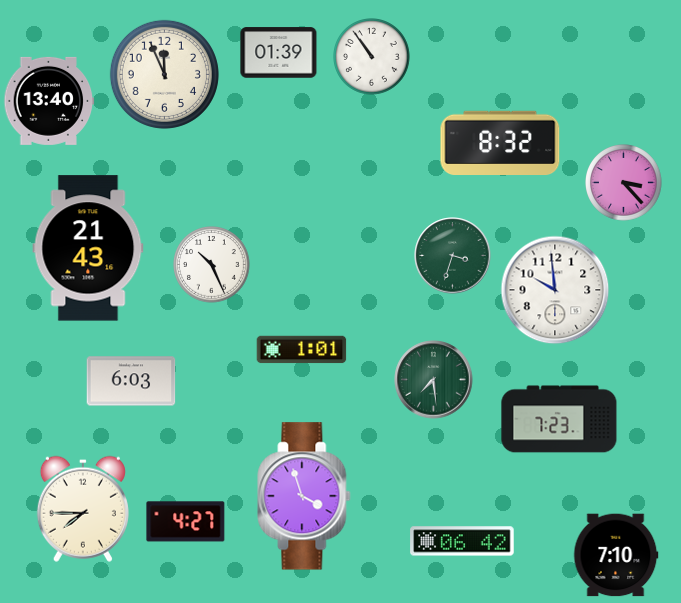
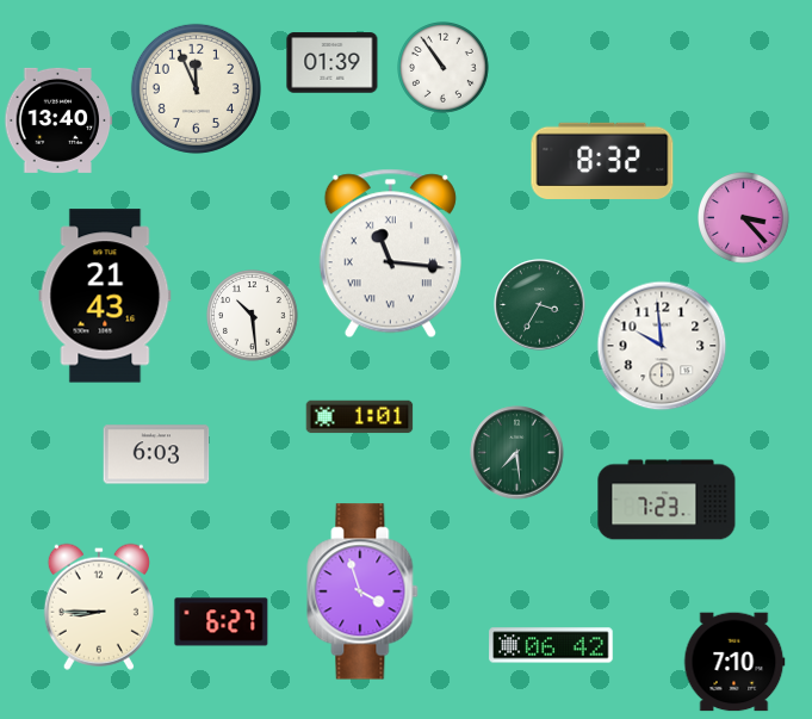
clock at (500, 142) position: (500, 142) -> (602, 160)
clock at (390, 254): none -> 11:16
clock at (453, 256): 3:33 -> 3:35
clock at (212, 265): 10:26 -> 10:29
clock at (83, 509): 7:45 -> 8:45
clock at (186, 522): 4:27 -> 6:27
